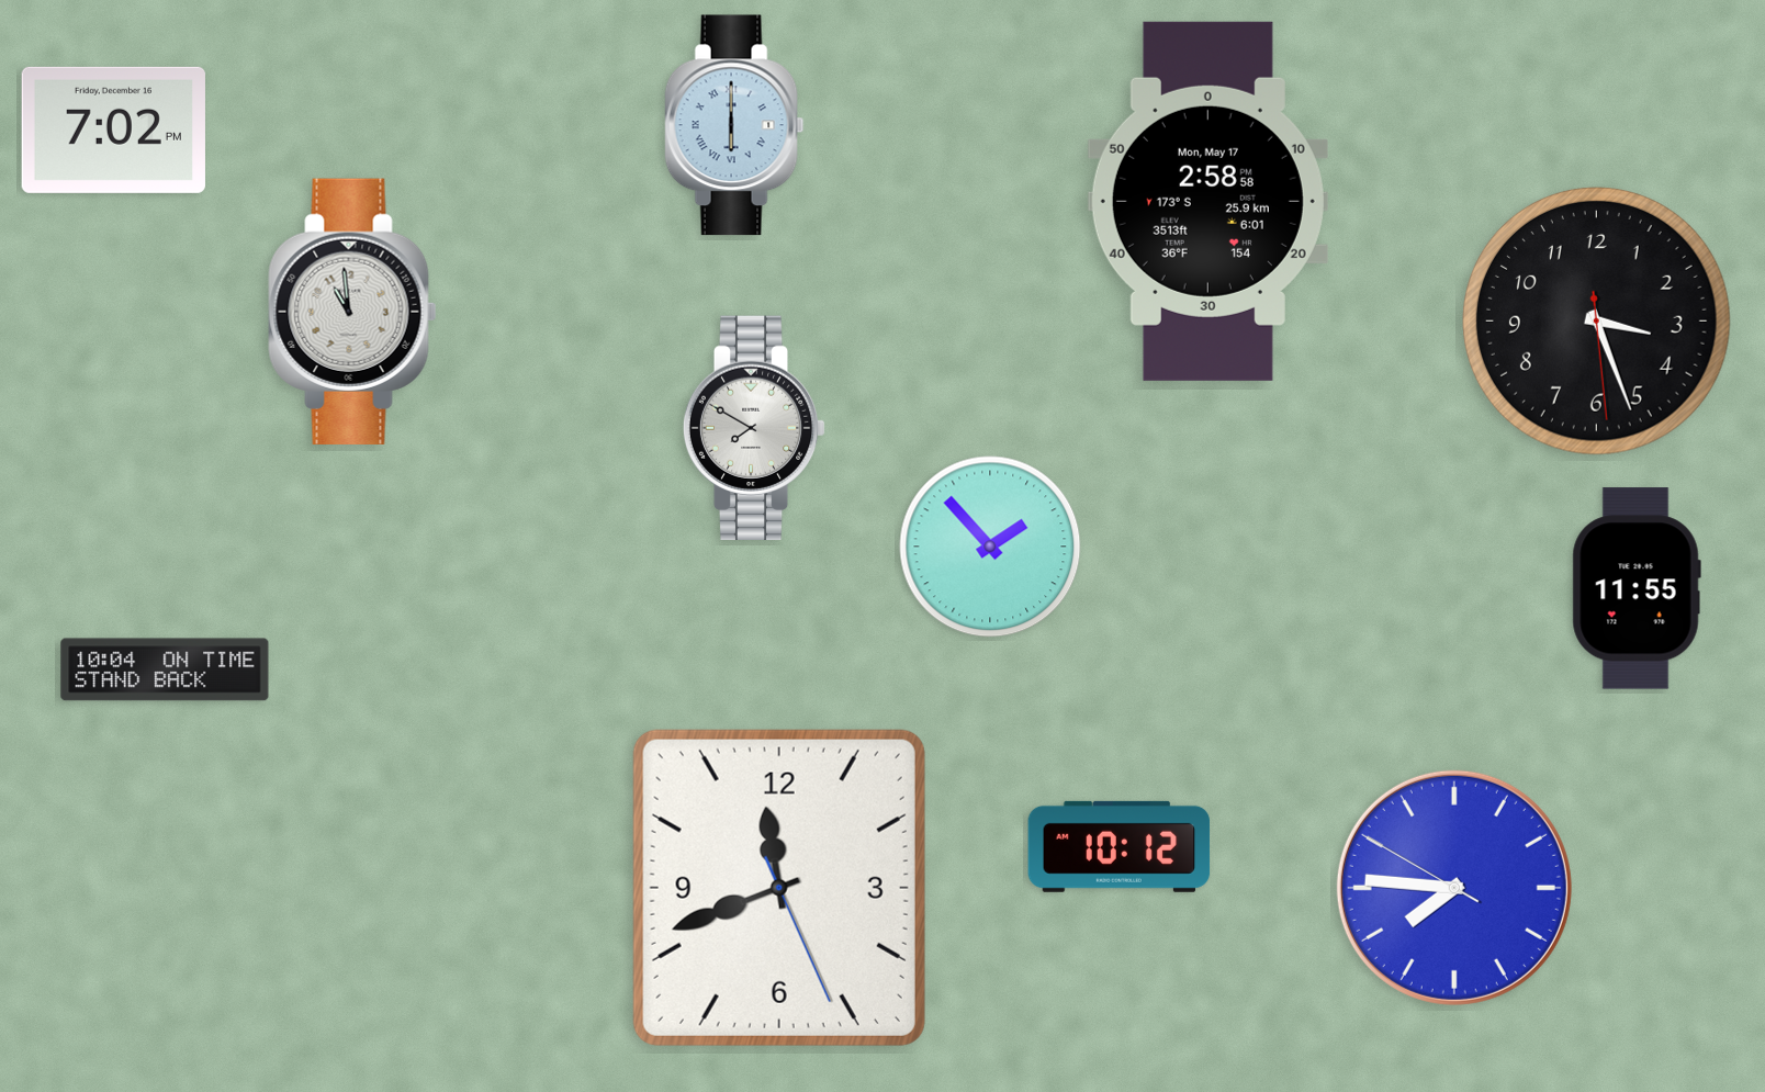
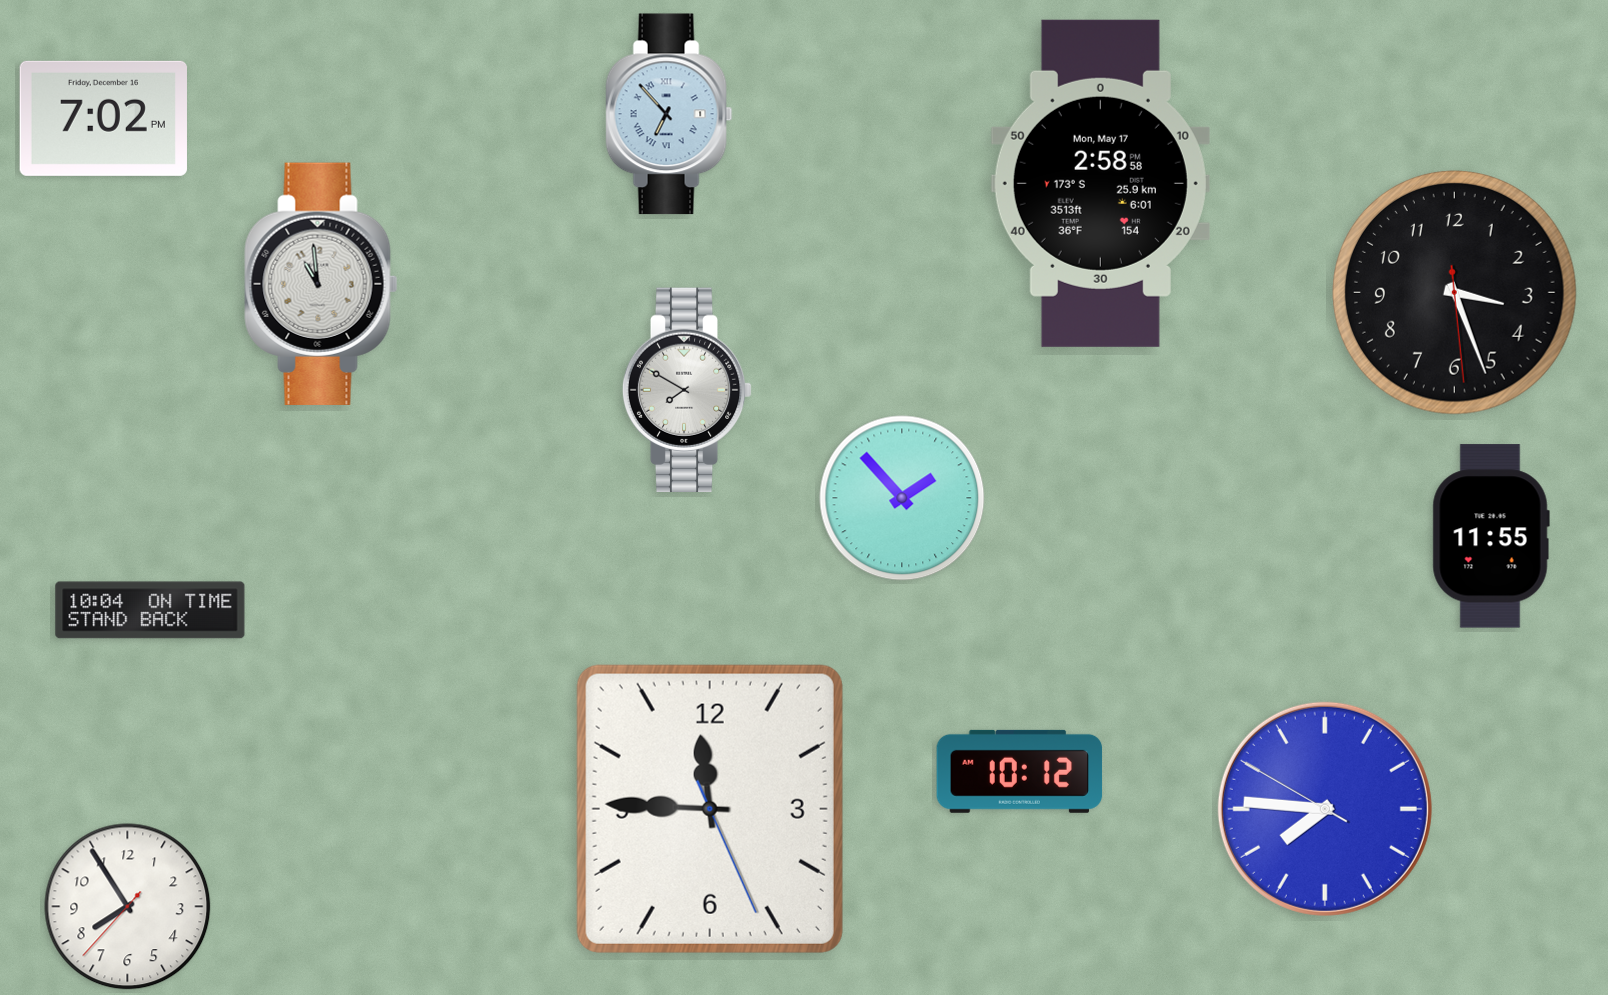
clock at (734, 125): 6:00 -> 6:53
clock at (779, 888): 11:41 -> 11:45
clock at (128, 907): none -> 7:54
